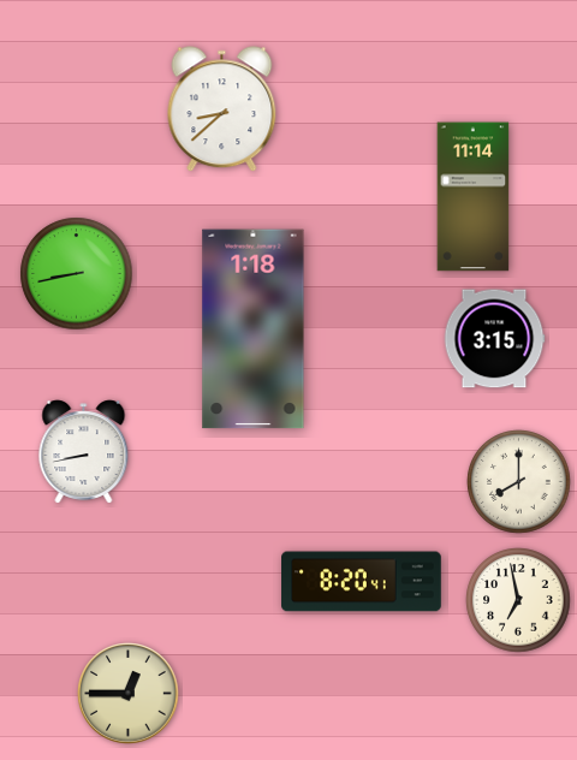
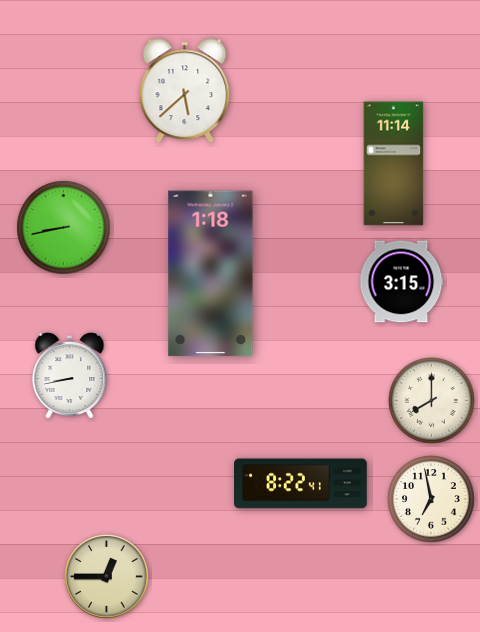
clock at (222, 109): 8:38 -> 5:38
clock at (494, 339) position: (494, 339) -> (401, 282)
clock at (362, 582): 8:20 -> 8:22
